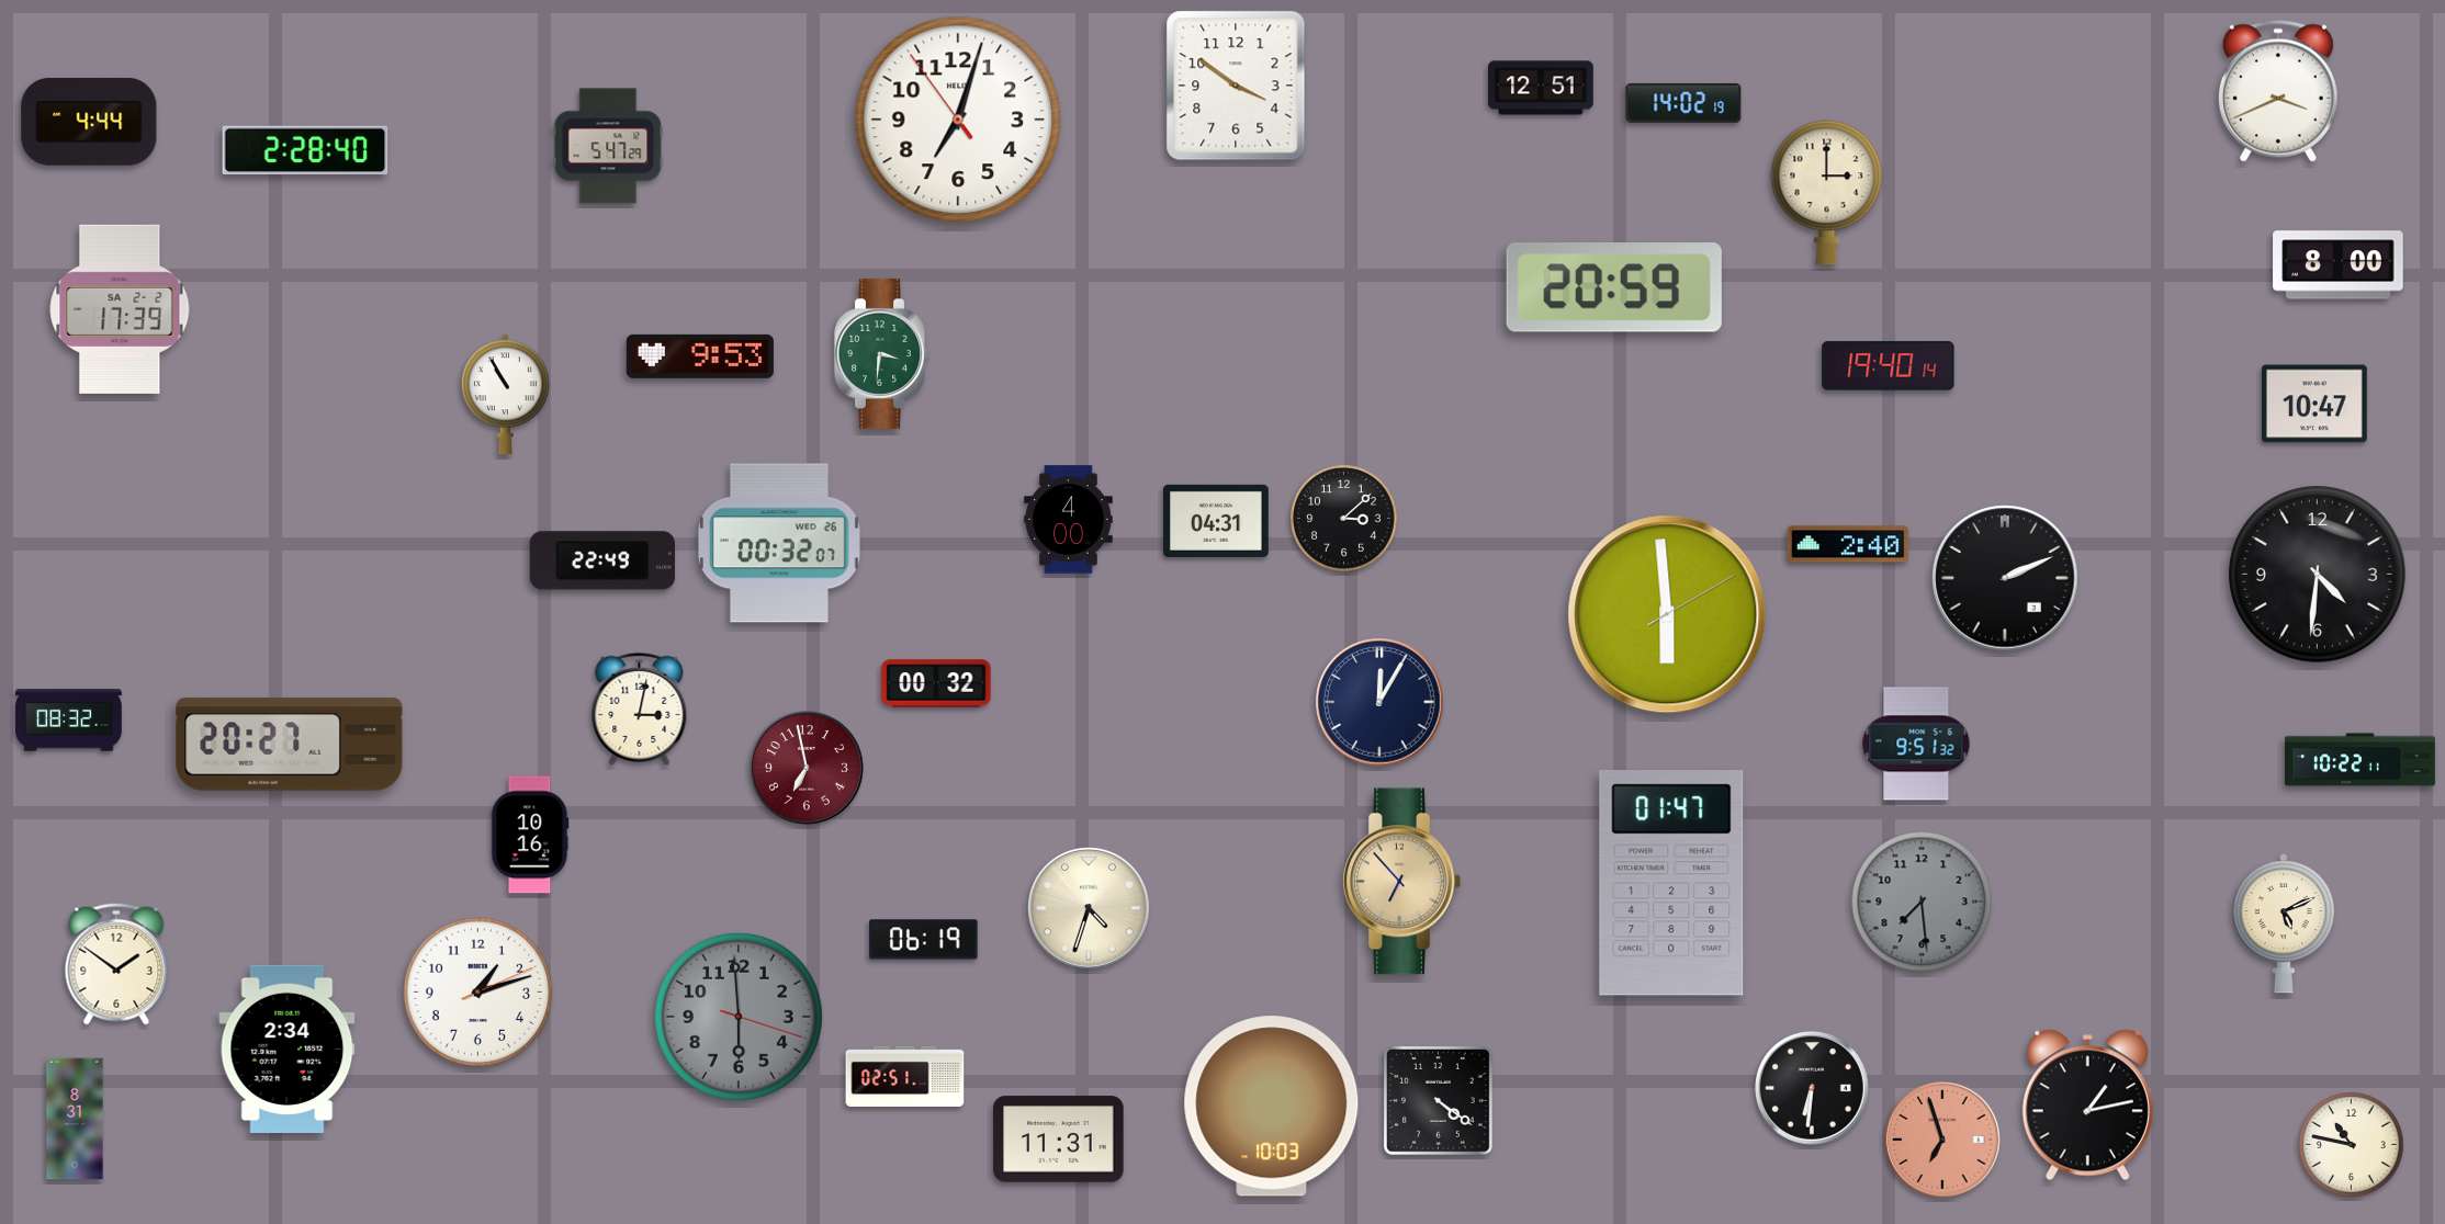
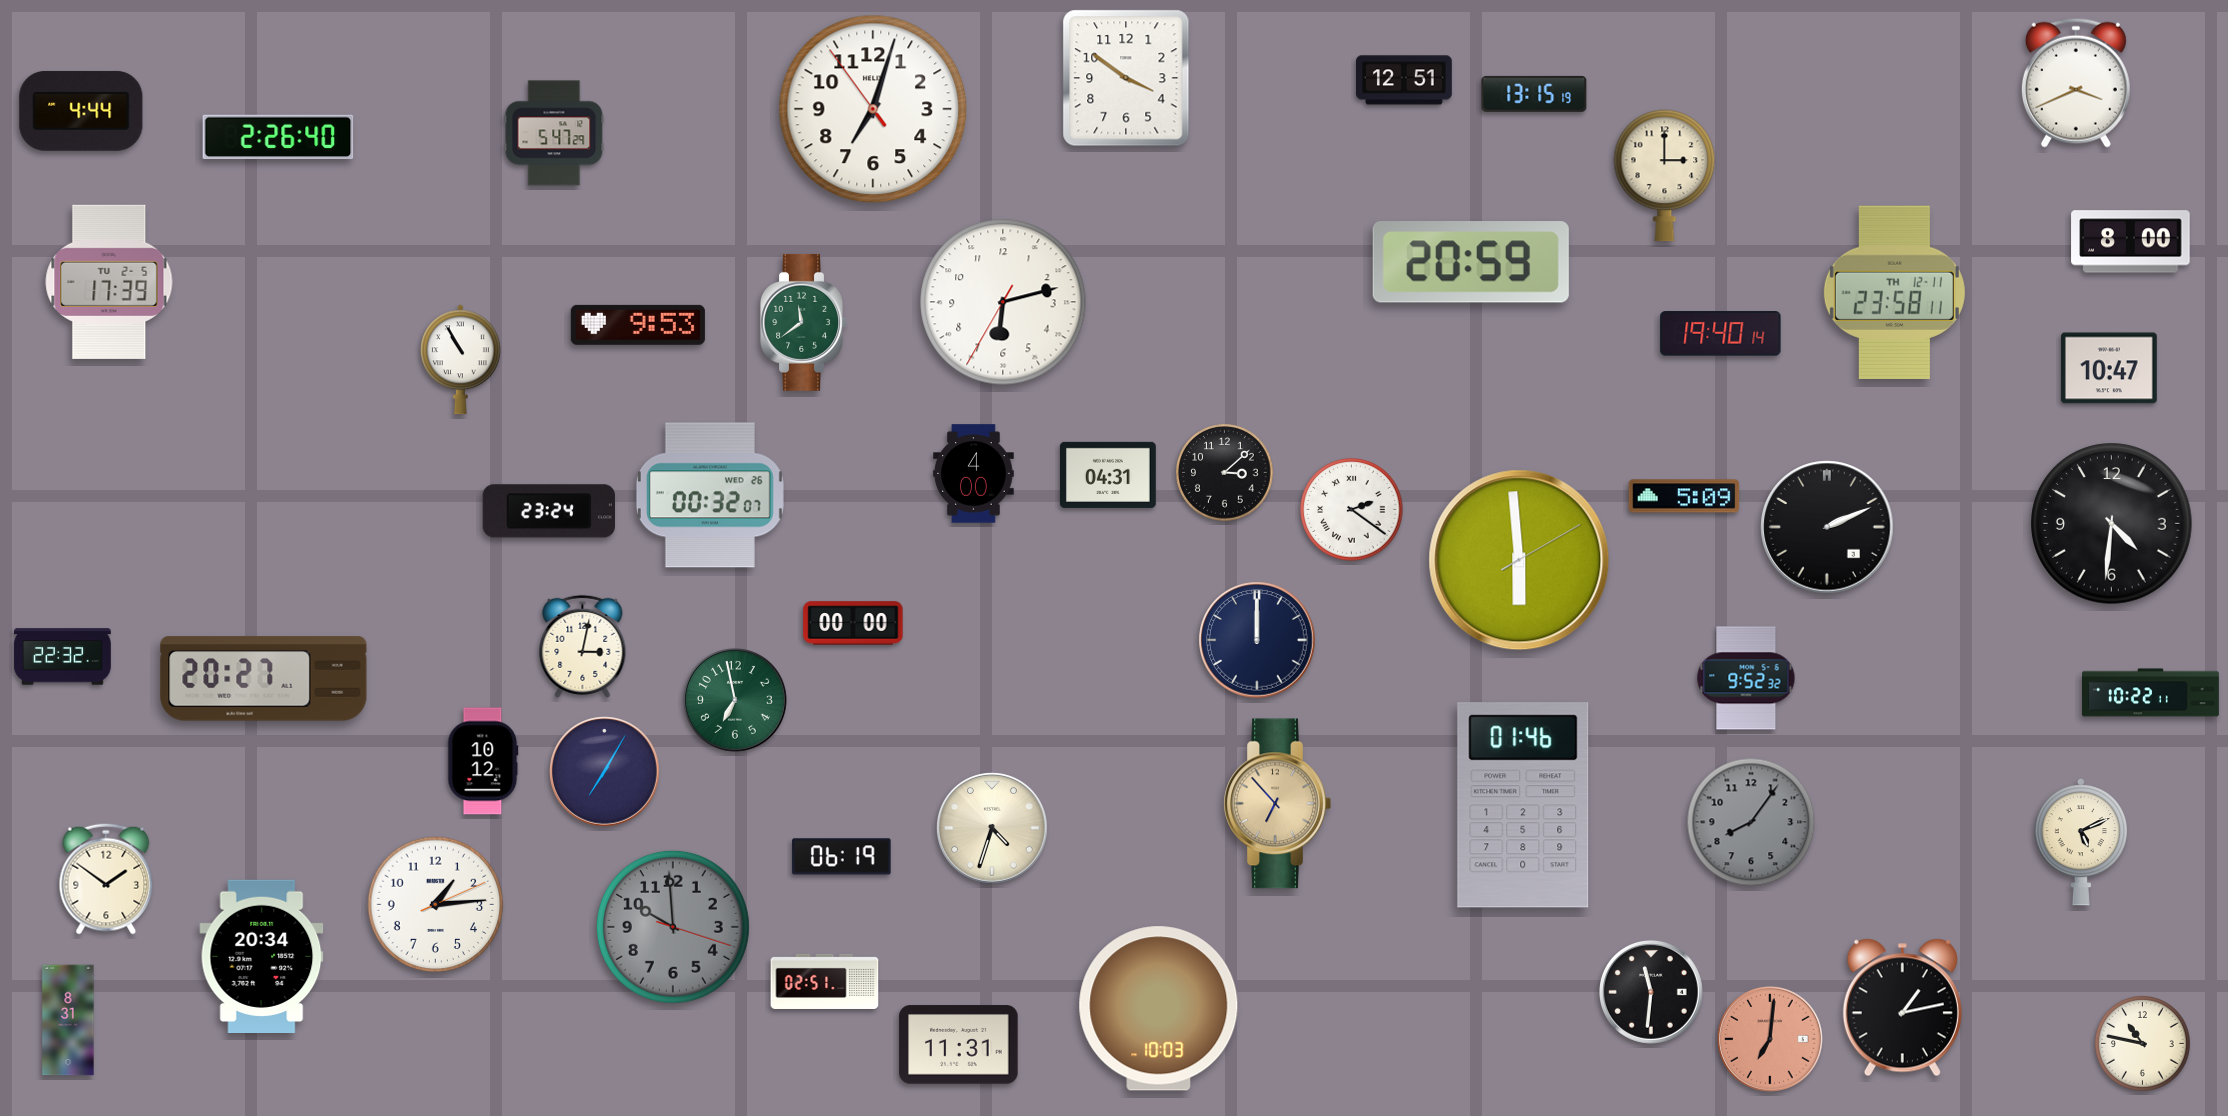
clock at (1683, 103): 14:02 -> 13:15
clock at (305, 150): 2:28 -> 2:26
clock at (120, 309) date: SA 2-2 -> TU 2-5
clock at (1894, 292): none -> 23:58
clock at (1003, 302): none -> 6:12
clock at (882, 353): 3:31 -> 11:39
clock at (1848, 544): 2:40 -> 5:09
clock at (1352, 510): none -> 2:21
clock at (602, 560): 22:49 -> 23:24
clock at (936, 683): 00:32 -> 00:00
clock at (1379, 702): 12:05 -> 12:00
clock at (69, 721): 08:32 -> 22:32
clock at (1916, 744): 9:51 -> 9:52
clock at (807, 768) dial: burgundy -> green
clock at (530, 835): 10:16 -> 10:12
clock at (605, 772): none -> 7:05
clock at (1671, 883): 01:47 -> 01:46
clock at (1922, 902): 7:29 -> 8:06
clock at (478, 993): 1:12 -> 1:14
clock at (739, 1017): 5:59 -> 9:59
clock at (288, 1049): 2:34 -> 20:34
clock at (1812, 1088): 6:31 -> 11:31
clock at (1438, 1100): 4:21 -> none
clock at (1059, 1140) position: (1059, 1140) -> (959, 1045)
clock at (1942, 1140): 6:57 -> 7:01
